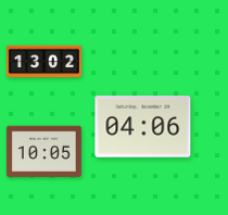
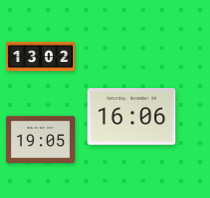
clock at (143, 127): 04:06 -> 16:06
clock at (43, 151): 10:05 -> 19:05
